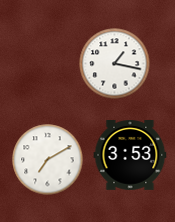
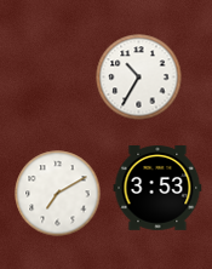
clock at (115, 64): 1:17 -> 10:35
